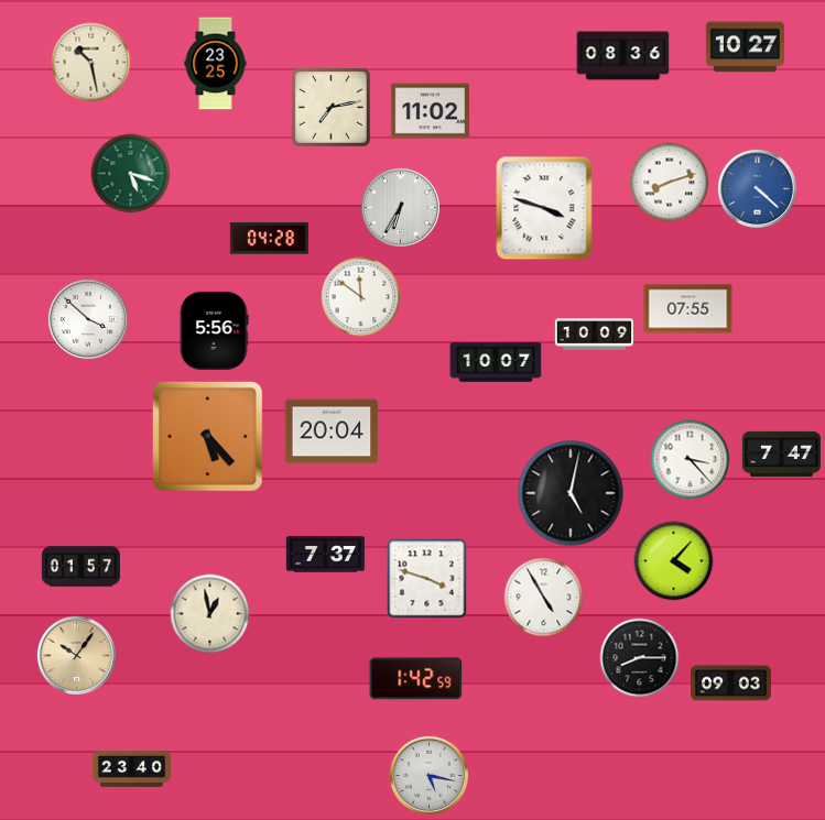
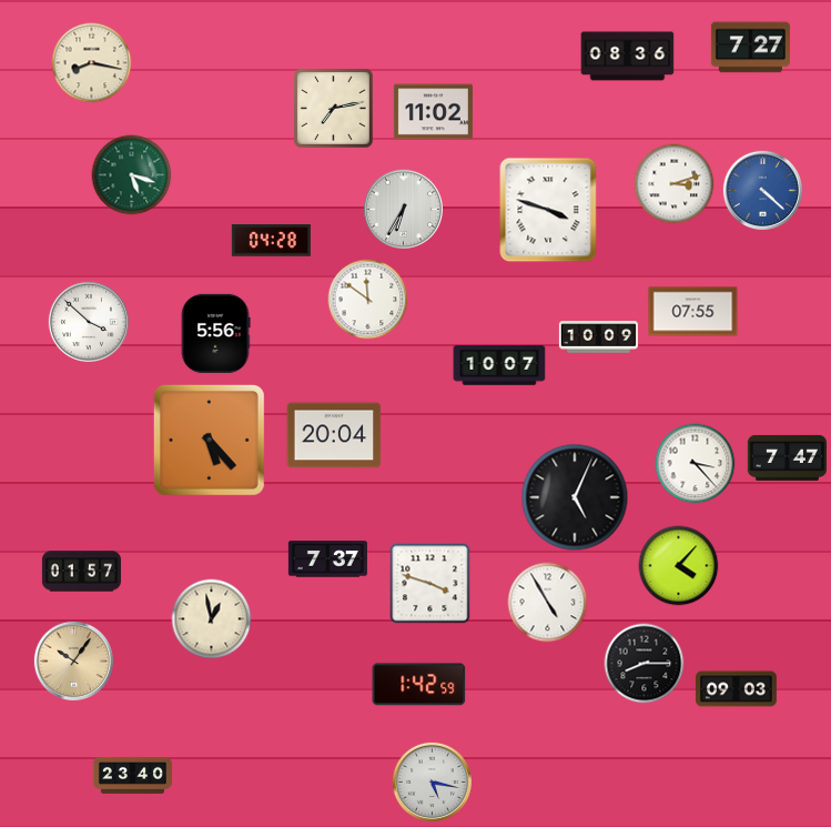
clock at (745, 47): 10:27 -> 7:27
clock at (91, 63): 10:28 -> 8:17
clock at (216, 64): 23:25 -> none
clock at (670, 183): 8:12 -> 3:12
clock at (361, 297) position: (361, 297) -> (368, 300)
clock at (571, 493): 5:02 -> 5:04
clock at (76, 655) position: (76, 655) -> (73, 660)
